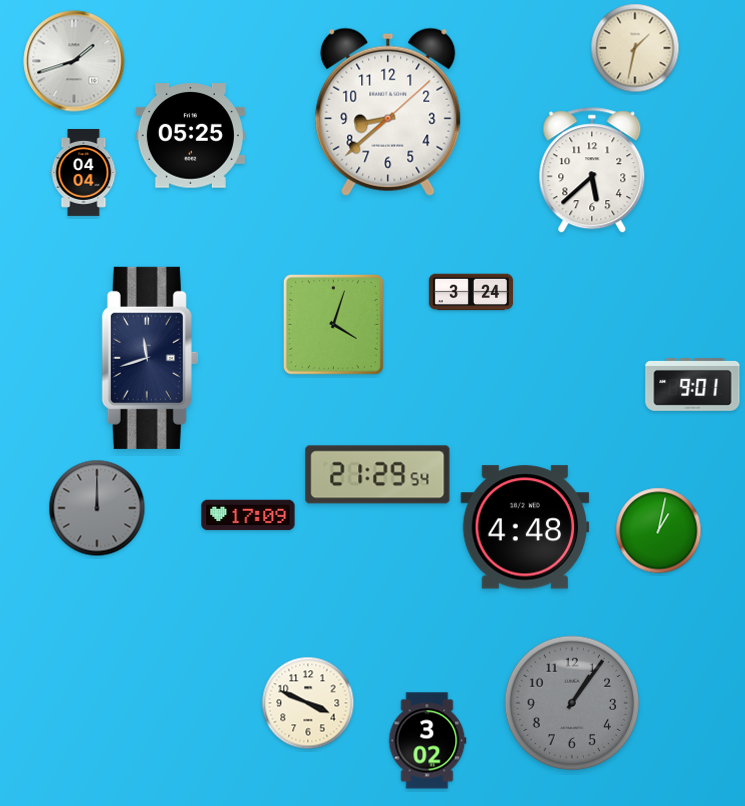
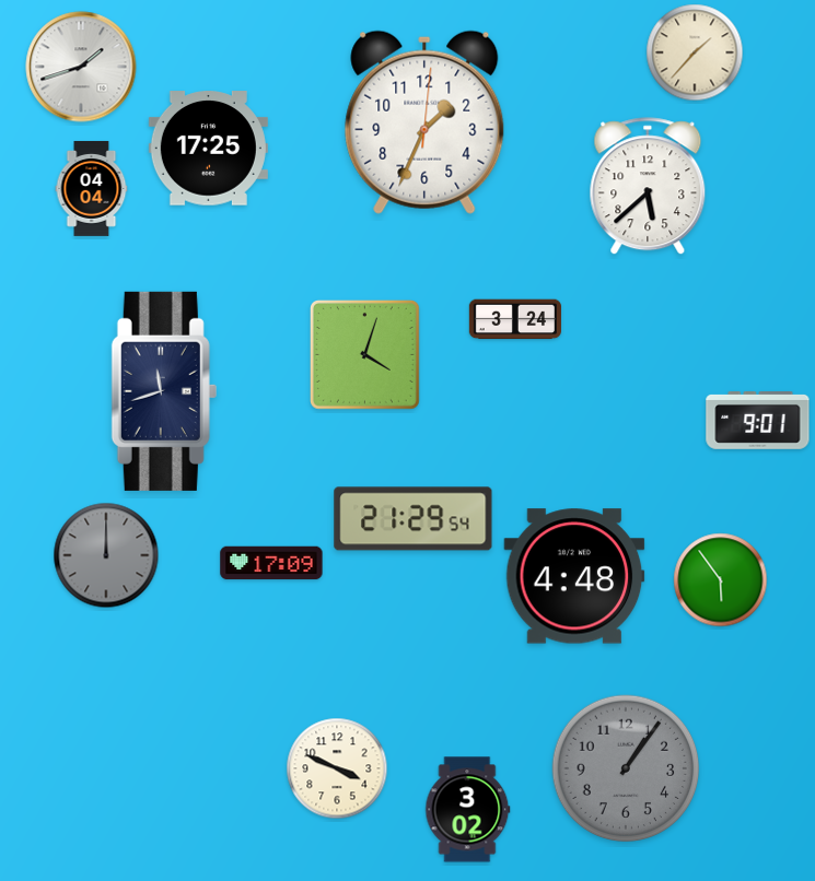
clock at (635, 48): 1:32 -> 1:37
clock at (388, 112): 8:38 -> 1:34
clock at (190, 136): 05:25 -> 17:25
clock at (659, 531): 1:02 -> 5:54
